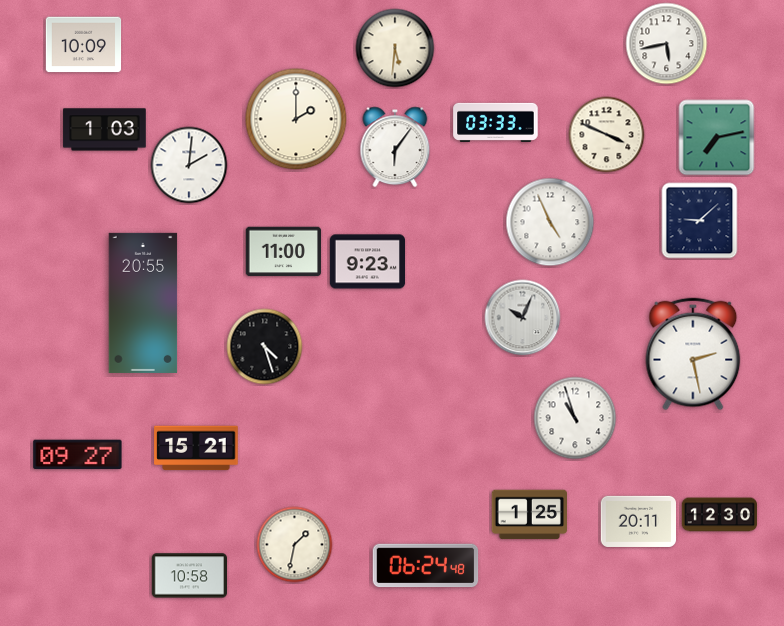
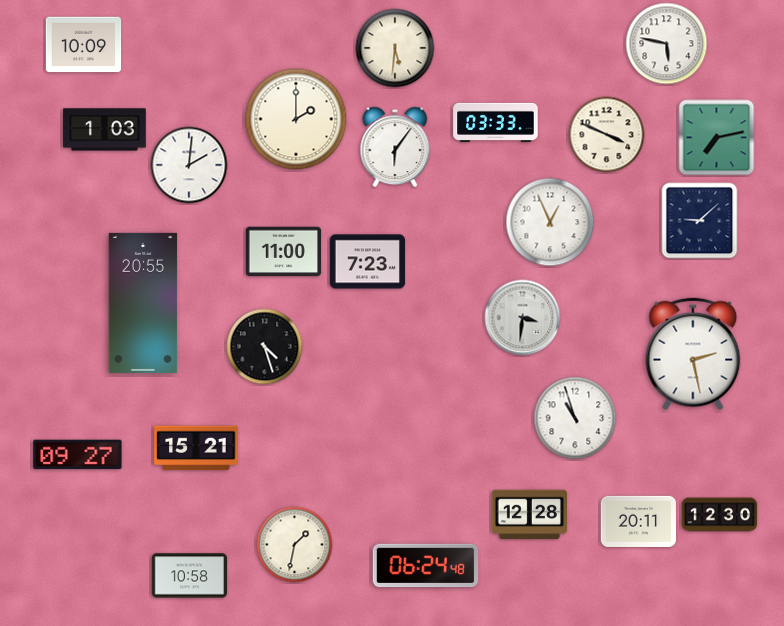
clock at (667, 44): 5:43 -> 5:47
clock at (550, 222): 4:56 -> 12:56
clock at (368, 262): 9:23 -> 7:23
clock at (523, 318): 10:04 -> 3:31
clock at (529, 515): 1:25 -> 12:28
